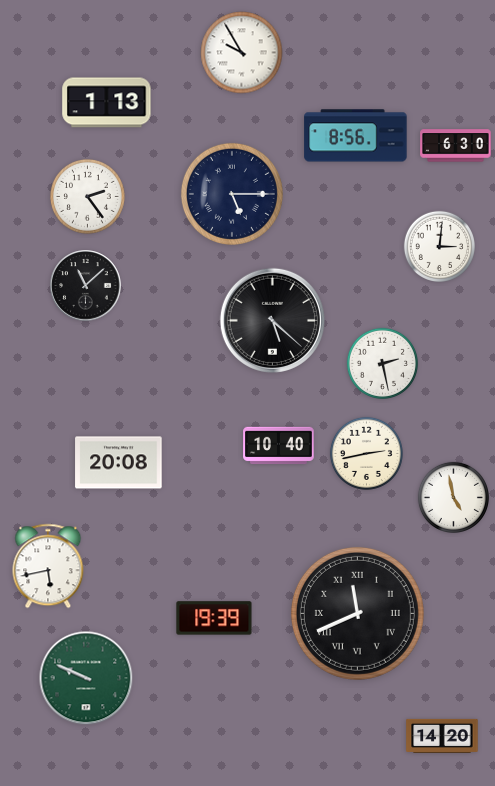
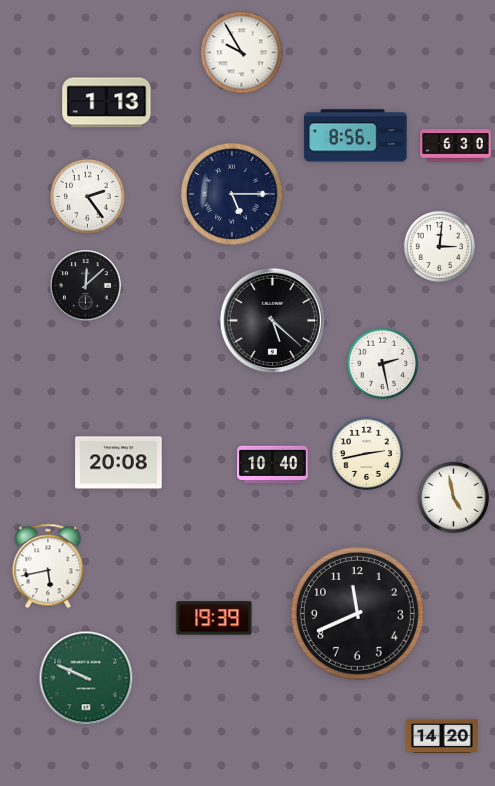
clock at (86, 286): 11:08 -> 12:08
clock at (279, 446) position: (279, 446) -> (273, 465)
clock at (357, 613) numerals: Roman -> Arabic
